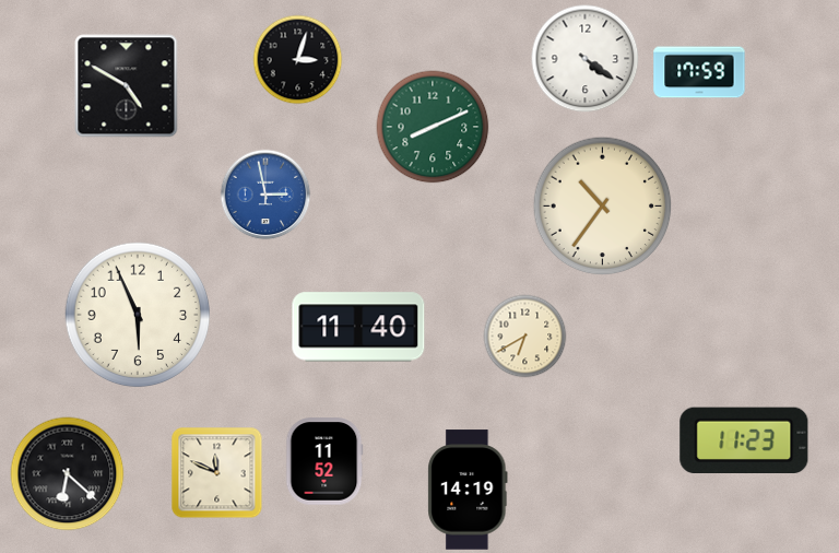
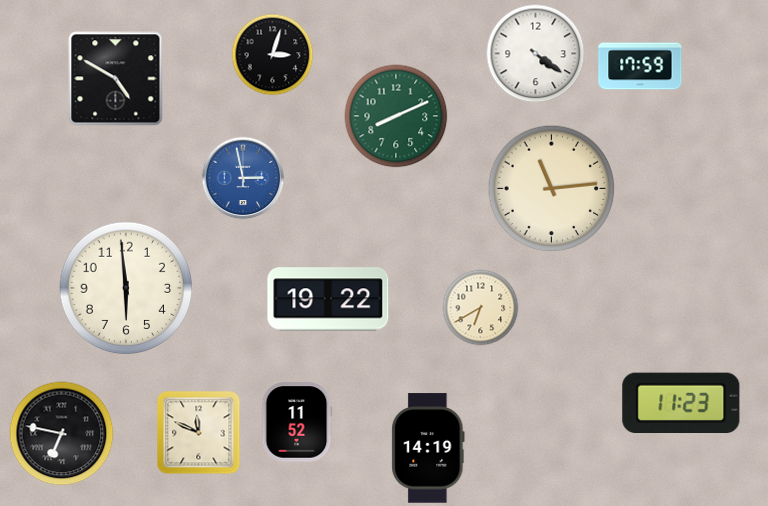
clock at (603, 207): 10:36 -> 11:14
clock at (138, 315): 5:56 -> 5:59
clock at (358, 327): 11:40 -> 19:22
clock at (68, 474): 6:22 -> 6:47
